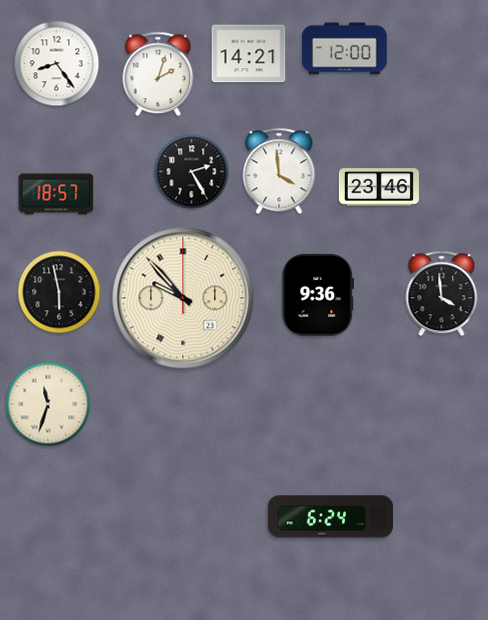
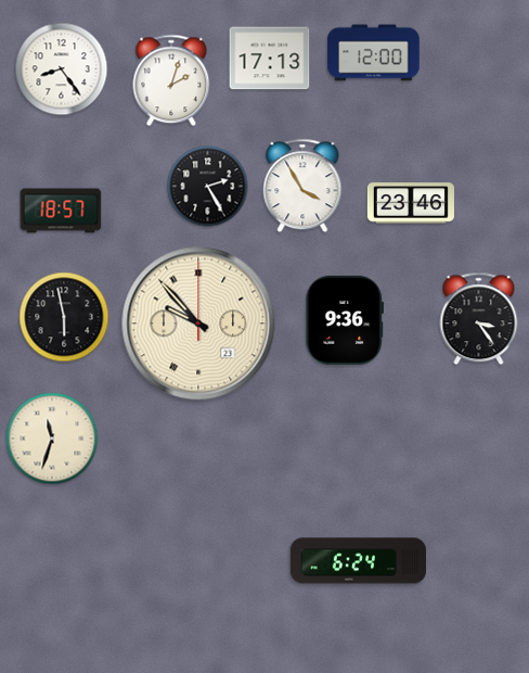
clock at (249, 54): 14:21 -> 17:13
clock at (279, 171): 3:59 -> 3:55
clock at (442, 294): 3:59 -> 3:24
